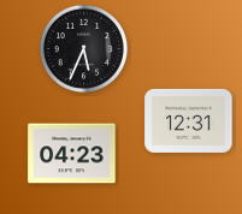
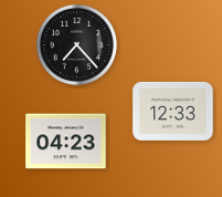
clock at (83, 48): 5:34 -> 7:23
clock at (189, 120): 12:31 -> 12:33
